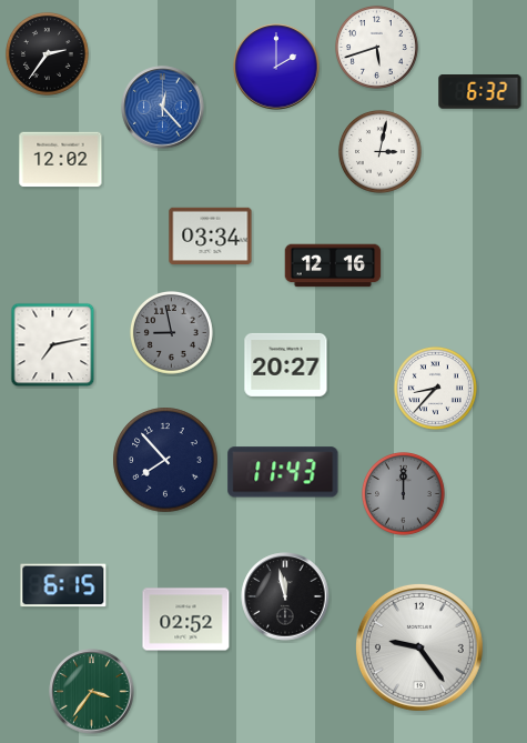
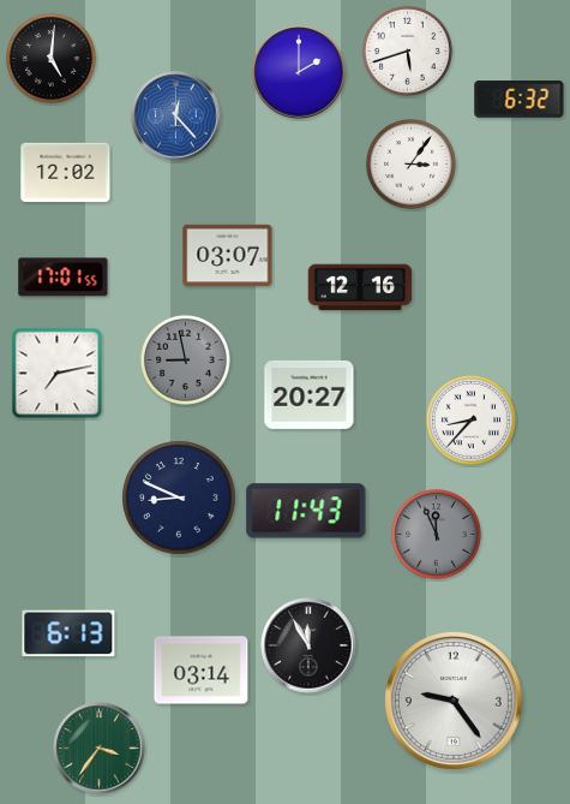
clock at (47, 53): 2:36 -> 5:01
clock at (379, 151): 3:02 -> 3:06
clock at (211, 237): 03:34 -> 03:07
clock at (64, 278): none -> 17:01
clock at (165, 460): 7:53 -> 8:49
clock at (403, 493): 12:00 -> 11:56
clock at (63, 585): 6:15 -> 6:13
clock at (285, 596): 11:58 -> 11:55
clock at (186, 620): 02:52 -> 03:14
